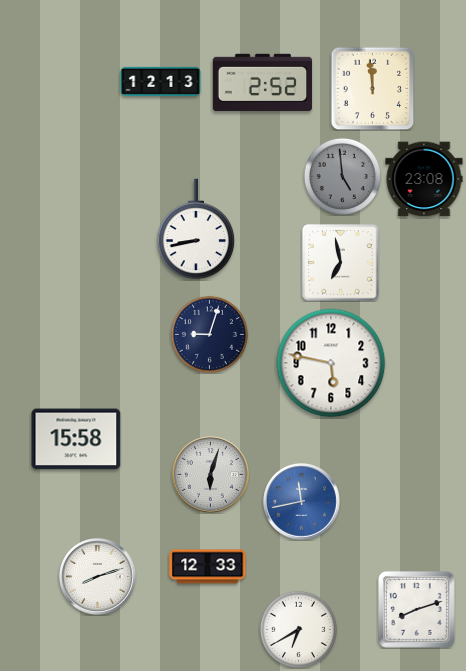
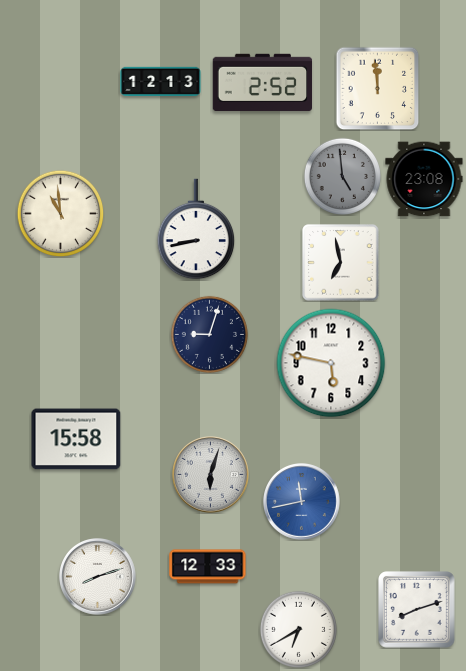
clock at (372, 88) position: (372, 88) -> (377, 88)
clock at (60, 213): none -> 10:59
